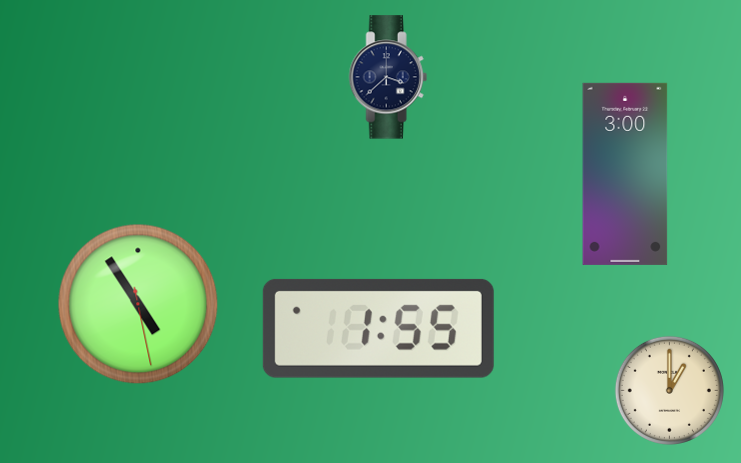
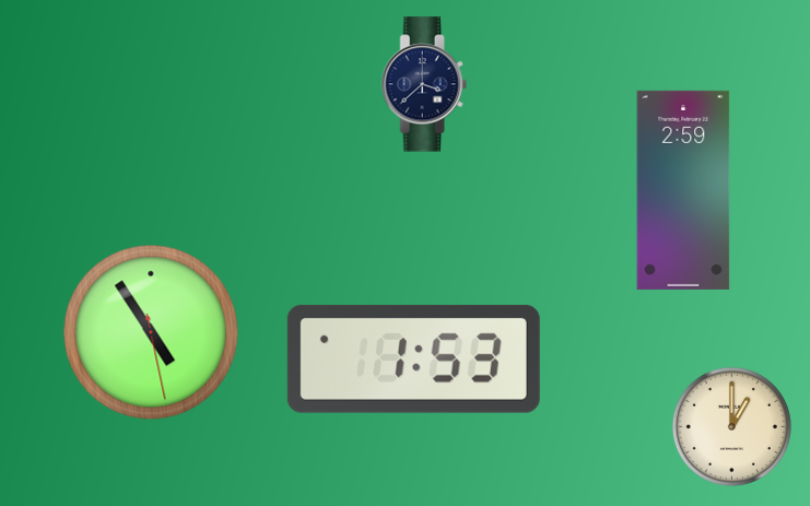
clock at (625, 174): 3:00 -> 2:59
clock at (378, 328): 1:55 -> 1:53
